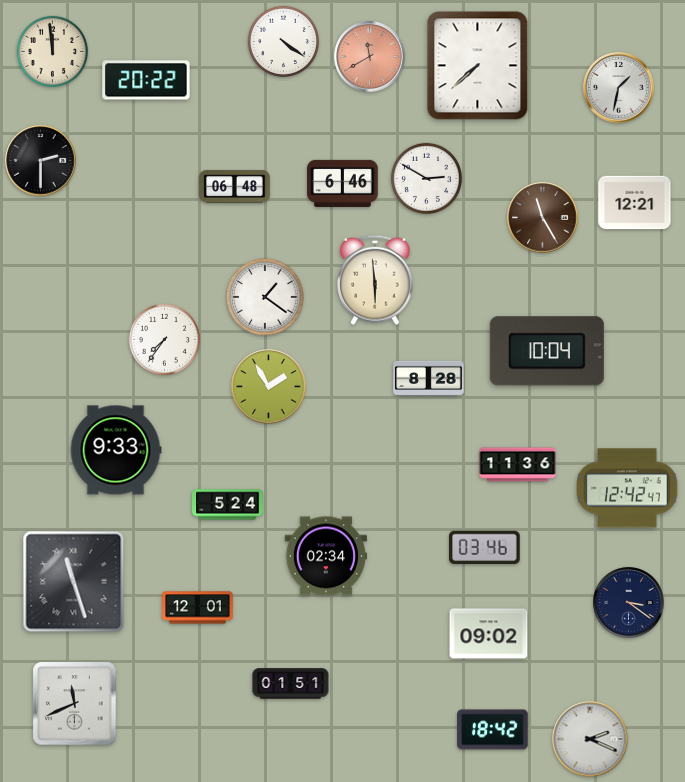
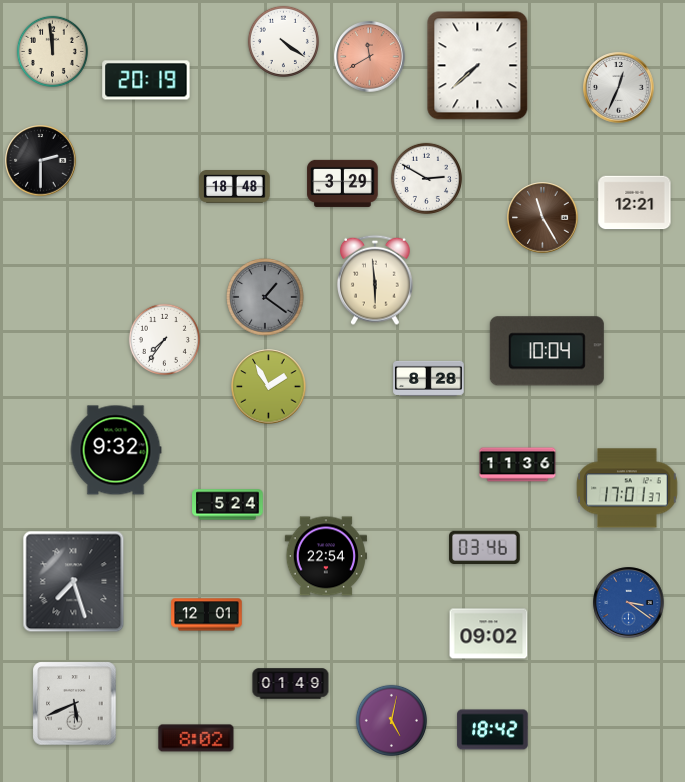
clock at (146, 80): 20:22 -> 20:19
clock at (619, 88): 1:32 -> 12:34
clock at (343, 183): 6:46 -> 3:29
clock at (235, 187): 06:48 -> 18:48
clock at (265, 297) dial: white -> grey
clock at (116, 450): 9:33 -> 9:32
clock at (627, 488): 12:42 -> 17:01
clock at (325, 556): 02:34 -> 22:54
clock at (74, 582): 11:27 -> 7:27
clock at (629, 603) dial: navy -> blue
clock at (198, 608) position: (198, 608) -> (207, 615)
clock at (291, 684): 01:51 -> 01:49
clock at (75, 704): 11:41 -> 5:41
clock at (391, 720): none -> 5:02
clock at (196, 738): none -> 8:02
clock at (590, 739): 2:19 -> none
